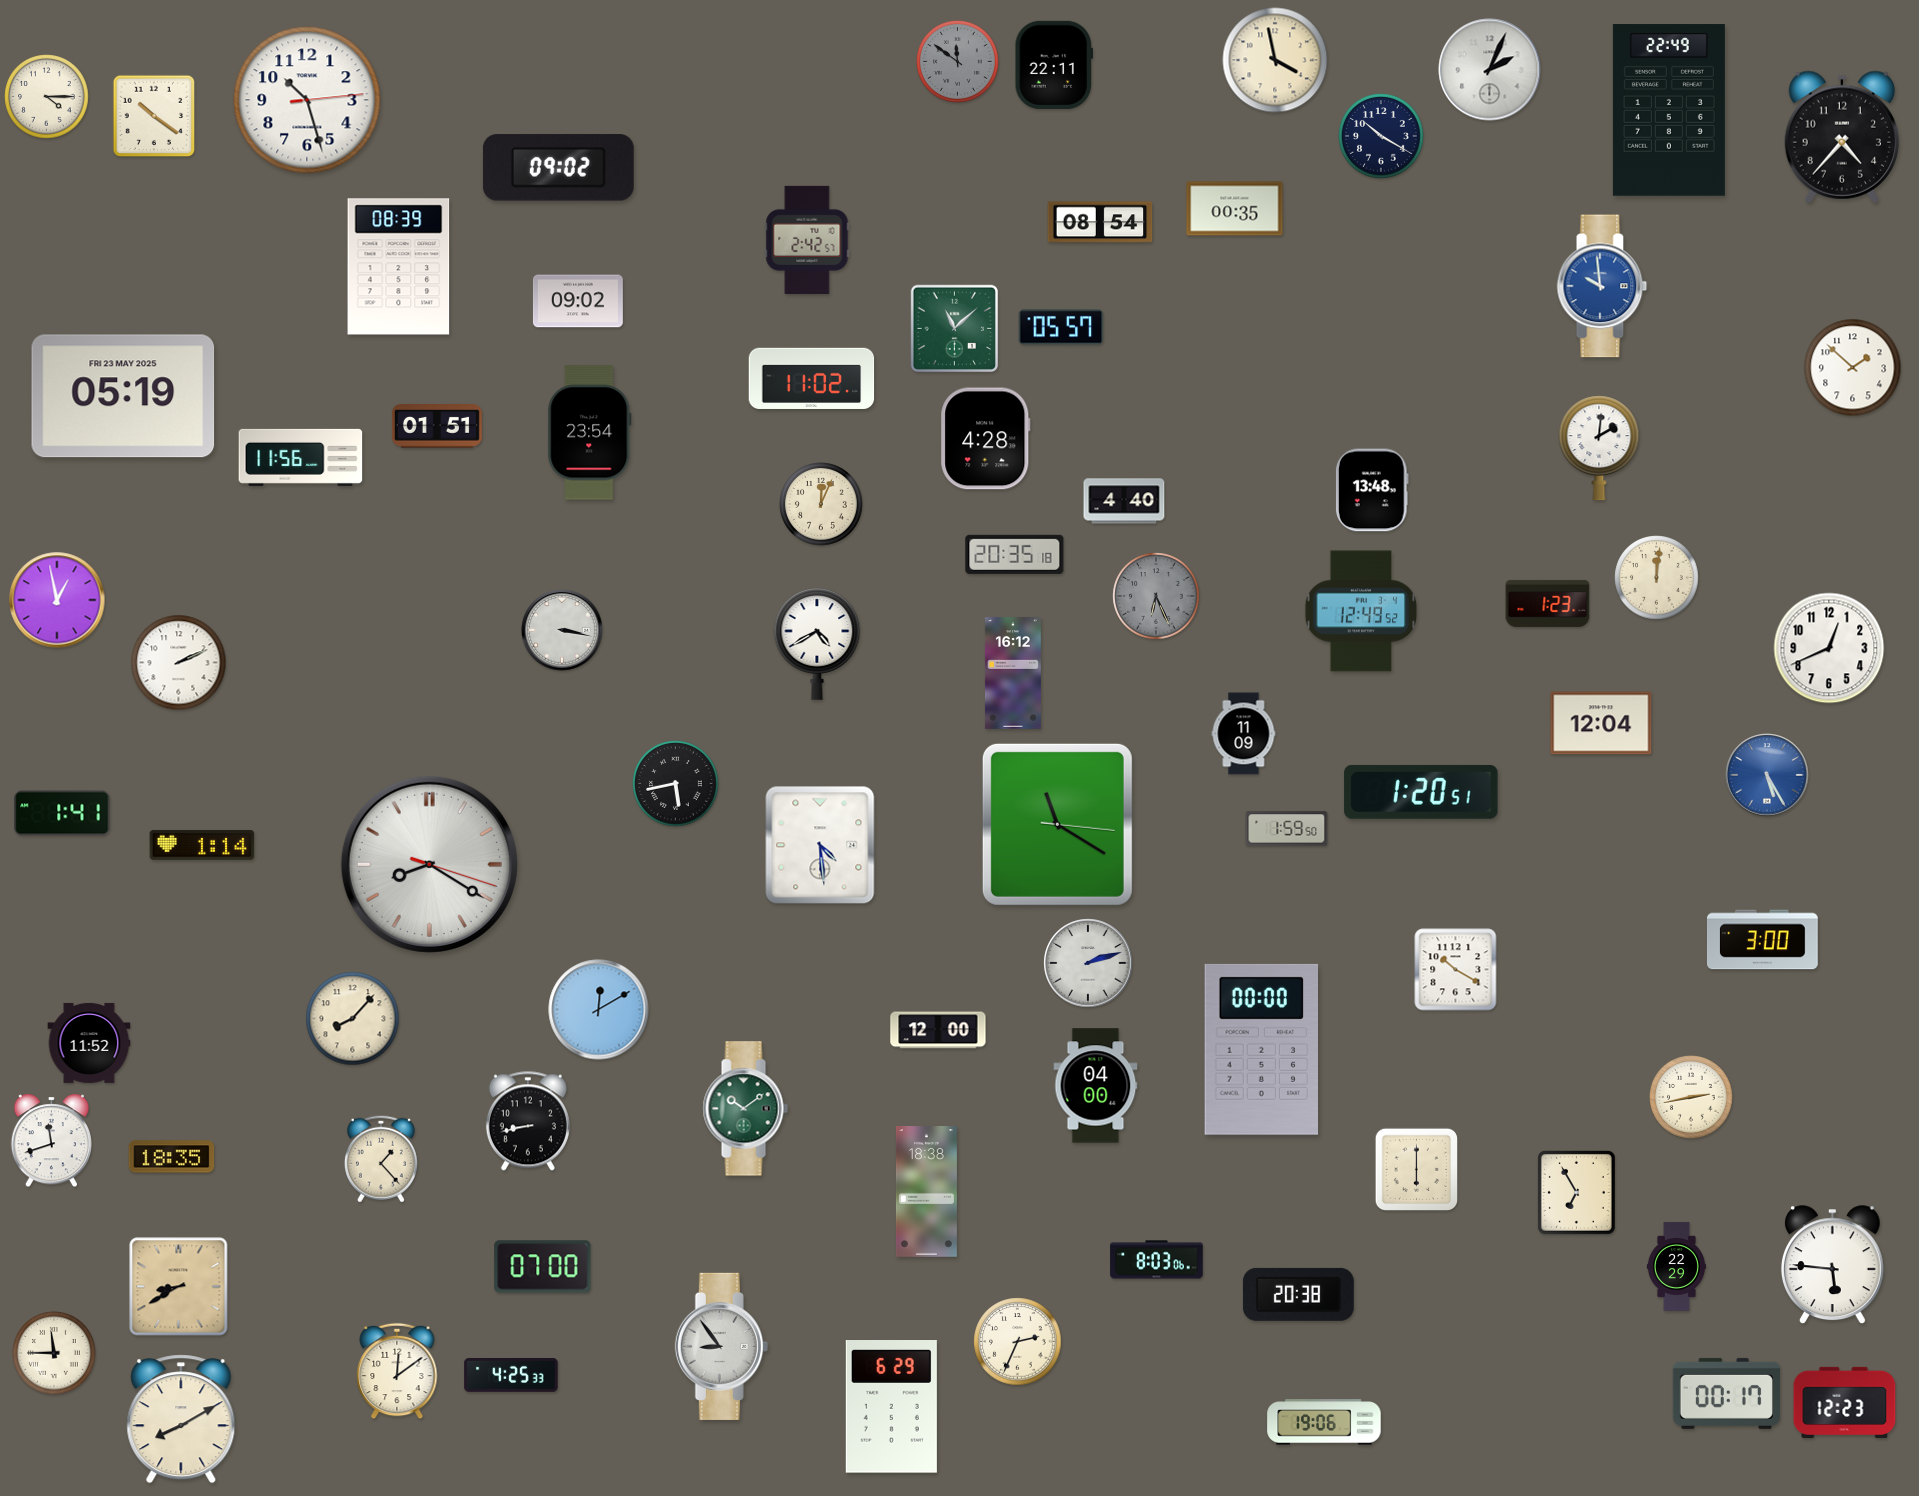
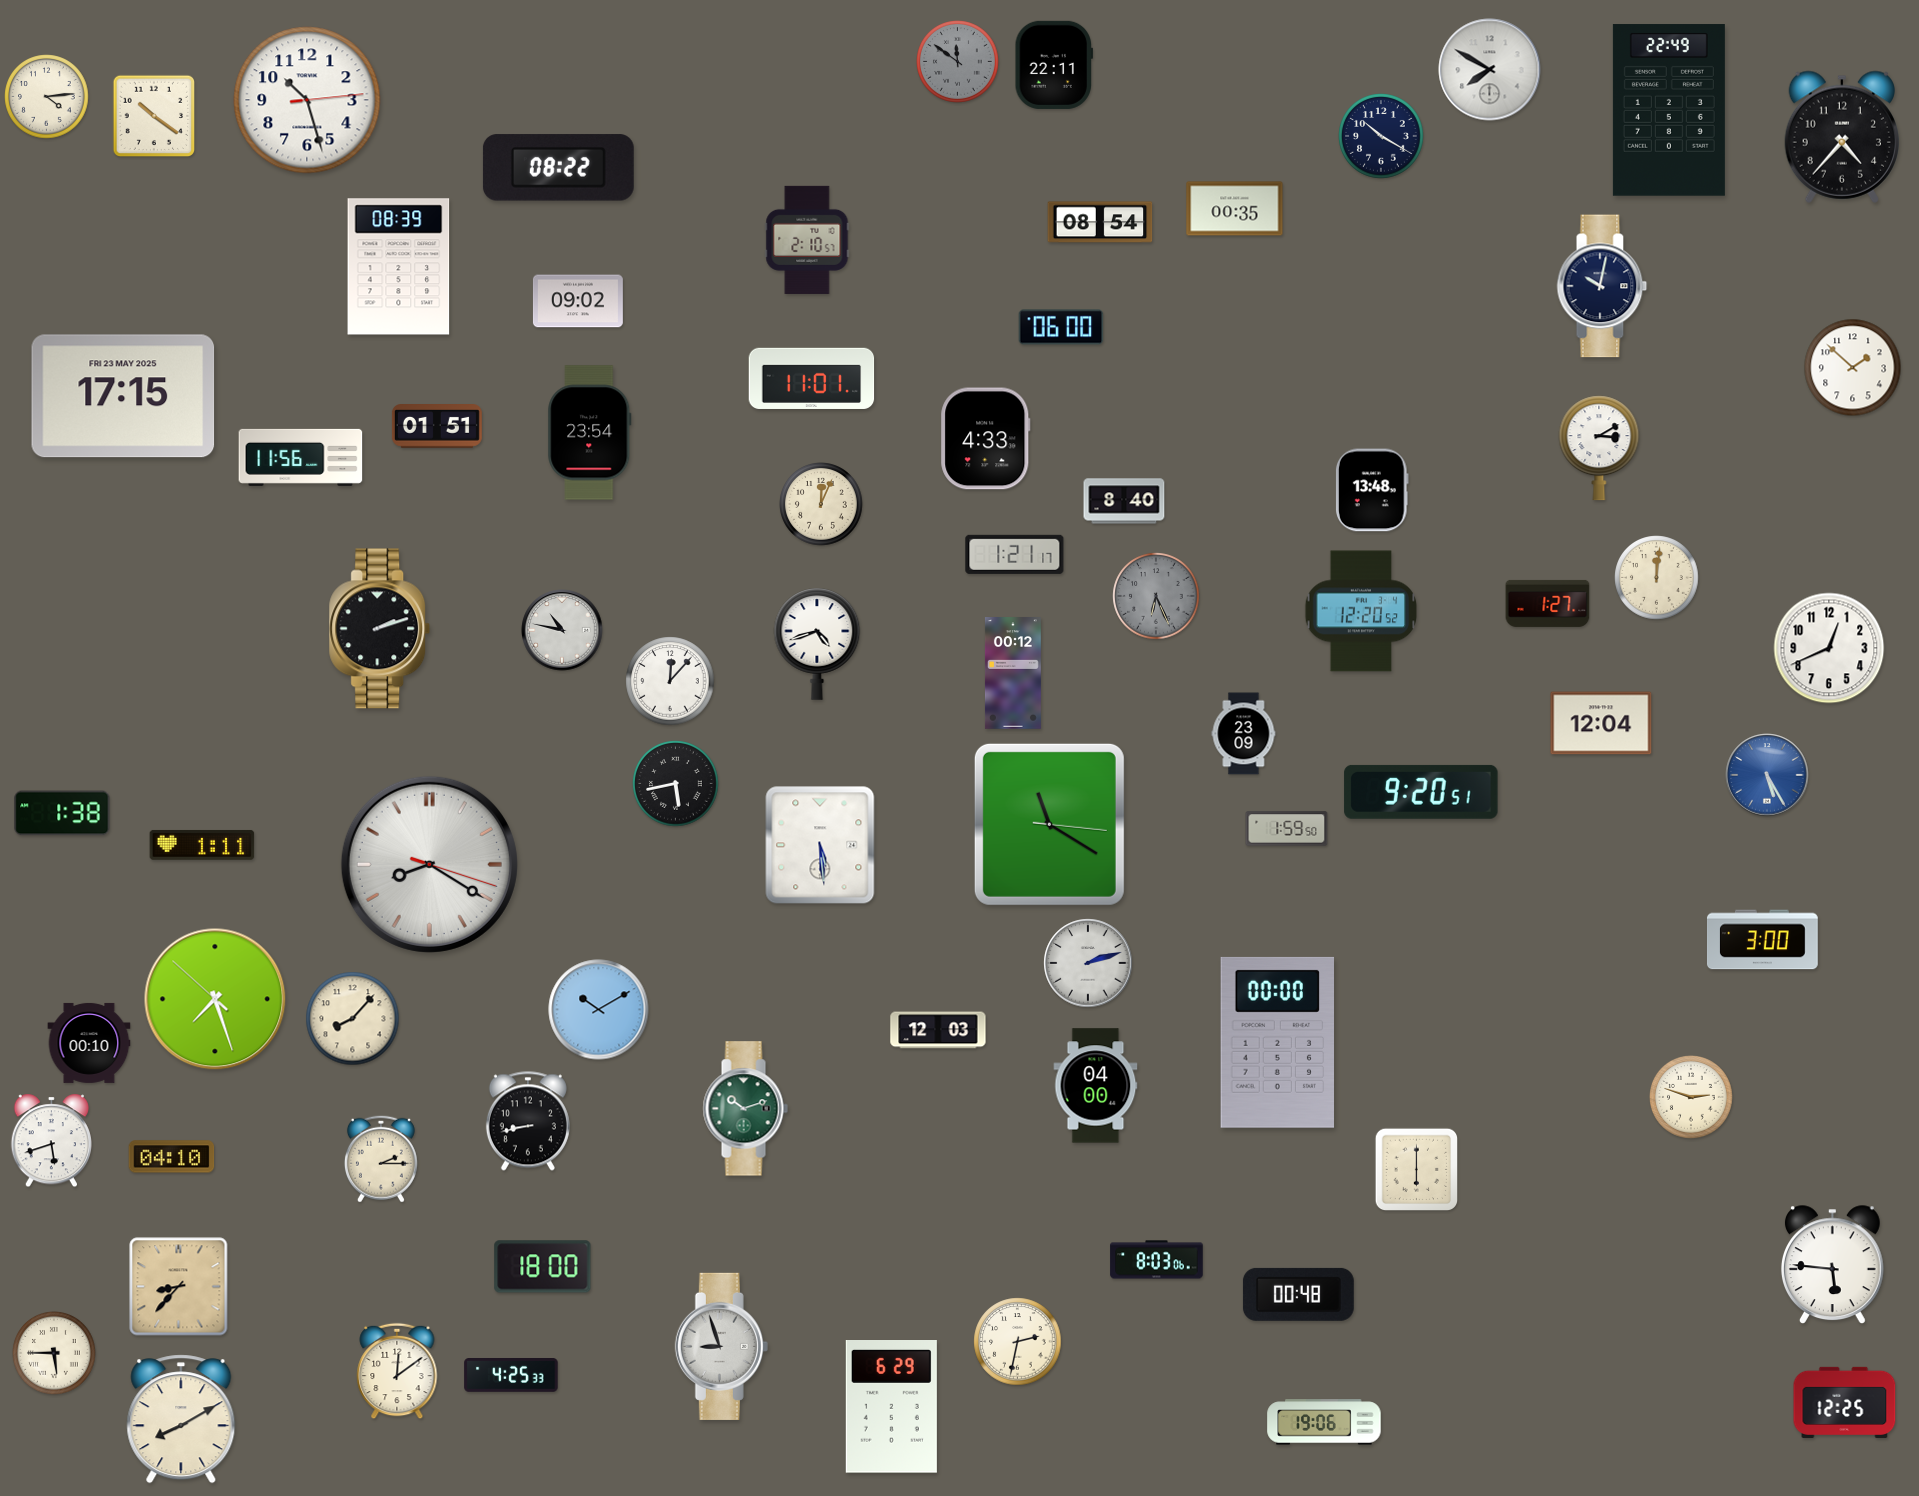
clock at (1275, 60): 3:58 -> none
clock at (1490, 70): 2:04 -> 7:50
clock at (47, 97): 4:15 -> 4:14
clock at (558, 168): 09:02 -> 08:22
clock at (807, 240): 2:42 -> 2:10
clock at (1602, 286): 9:59 -> 10:02
clock at (1602, 286) dial: blue -> navy
clock at (1061, 327): 05:57 -> 06:00
clock at (955, 329): 11:08 -> none
clock at (812, 378): 11:02 -> 11:01
clock at (123, 396): 05:19 -> 17:15
clock at (986, 439): 4:28 -> 4:33
clock at (1599, 448): 2:01 -> 3:10
clock at (1124, 501): 4:40 -> 8:40
clock at (1015, 554): 20:35 -> 1:21
clock at (57, 600): 12:58 -> none
clock at (1548, 603): 1:23 -> 1:27
clock at (1361, 611): 12:49 -> 12:20
clock at (380, 629): none -> 2:12
clock at (562, 630): 3:17 -> 10:47
clock at (817, 644): 4:40 -> 4:42
clock at (179, 663): 2:11 -> none
clock at (1013, 673): 16:12 -> 00:12
clock at (670, 681): none -> 12:07
clock at (1244, 734): 11:09 -> 23:09
clock at (1421, 792): 1:20 -> 9:20
clock at (62, 813): 1:41 -> 1:38
clock at (1057, 824) position: (1057, 824) -> (1049, 824)
clock at (202, 845): 1:14 -> 1:11
clock at (820, 845): 4:29 -> 5:29
clock at (1456, 970): 10:20 -> none
clock at (215, 999): none -> 7:26
clock at (599, 1010): 12:10 -> 10:10
clock at (938, 1030): 12:00 -> 12:03
clock at (89, 1043): 11:52 -> 00:10
clock at (1262, 1049) position: (1262, 1049) -> (1278, 1042)
clock at (1692, 1098): 2:43 -> 2:48
clock at (745, 1109): 10:09 -> 10:12
clock at (51, 1141): 11:42 -> 5:42
clock at (172, 1157): 18:35 -> 04:10
clock at (381, 1159): 1:23 -> 2:15
clock at (926, 1192): 18:38 -> none
clock at (1576, 1192): 6:55 -> none
clock at (1676, 1266): 22:29 -> none
clock at (543, 1267): 07:00 -> 18:00
clock at (179, 1287): 8:40 -> 8:37
clock at (1298, 1294): 20:38 -> 00:48
clock at (1018, 1342): 2:34 -> 2:32
clock at (721, 1346): 8:54 -> 8:57
clock at (55, 1354): 11:45 -> 5:45
clock at (1726, 1393): 00:17 -> none
clock at (1845, 1402): 12:23 -> 12:25
